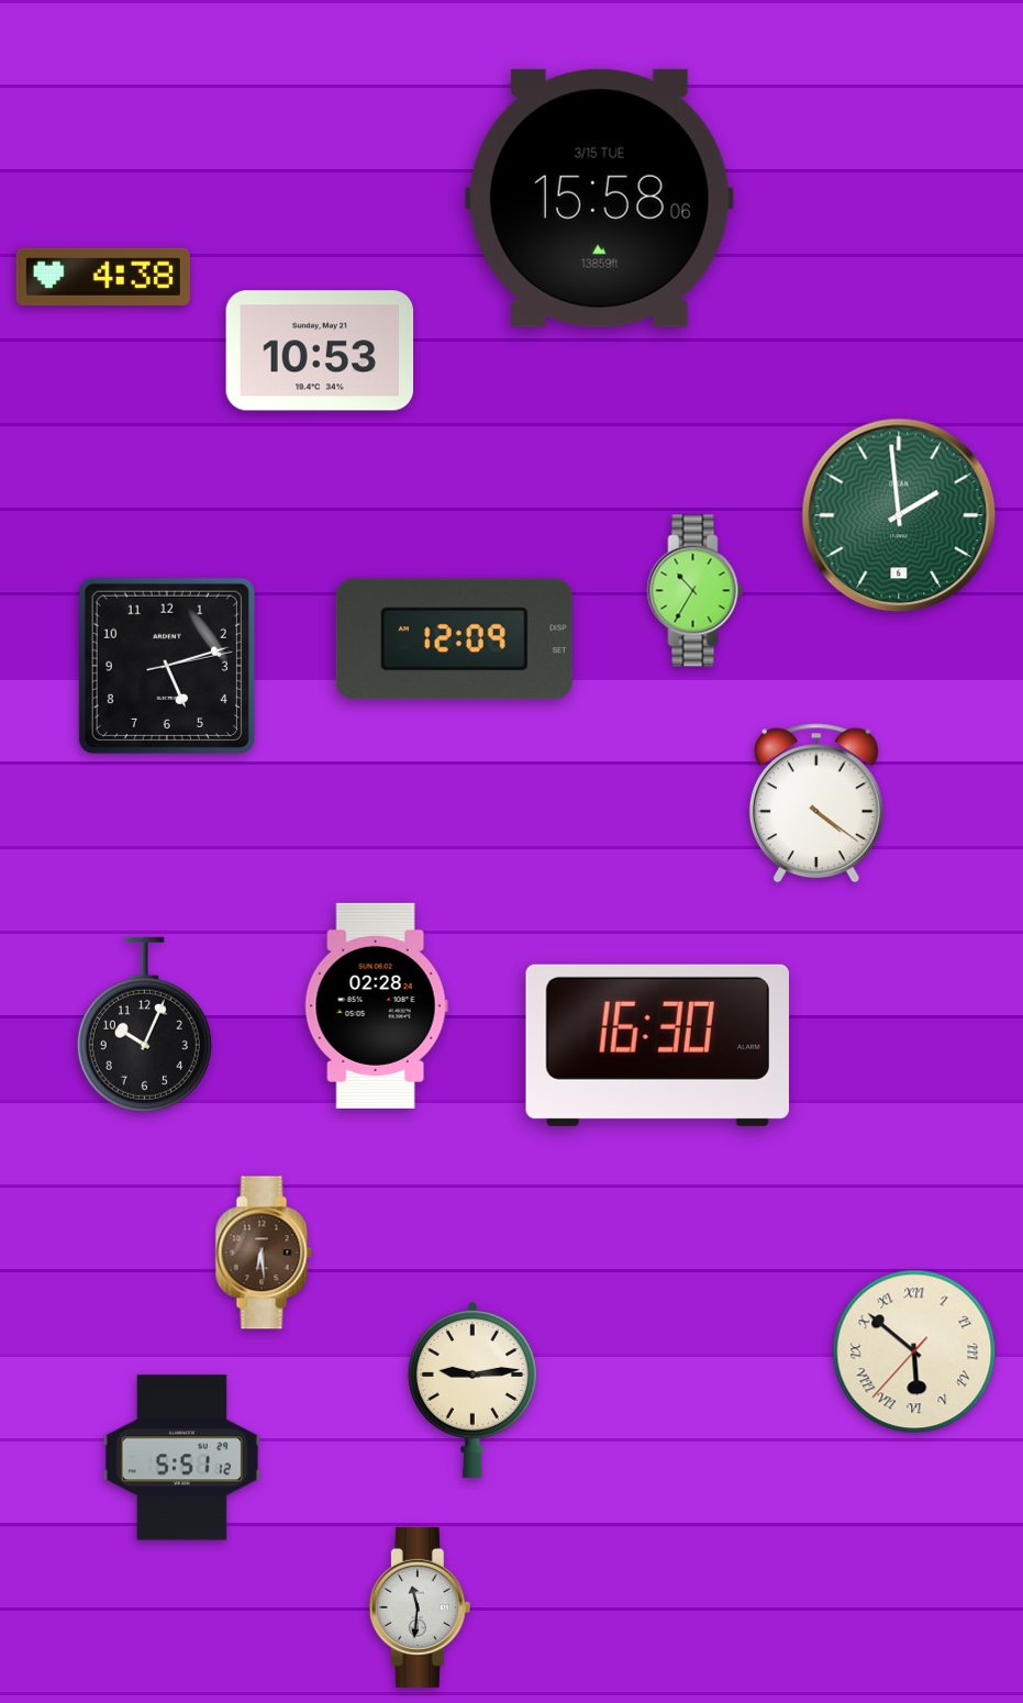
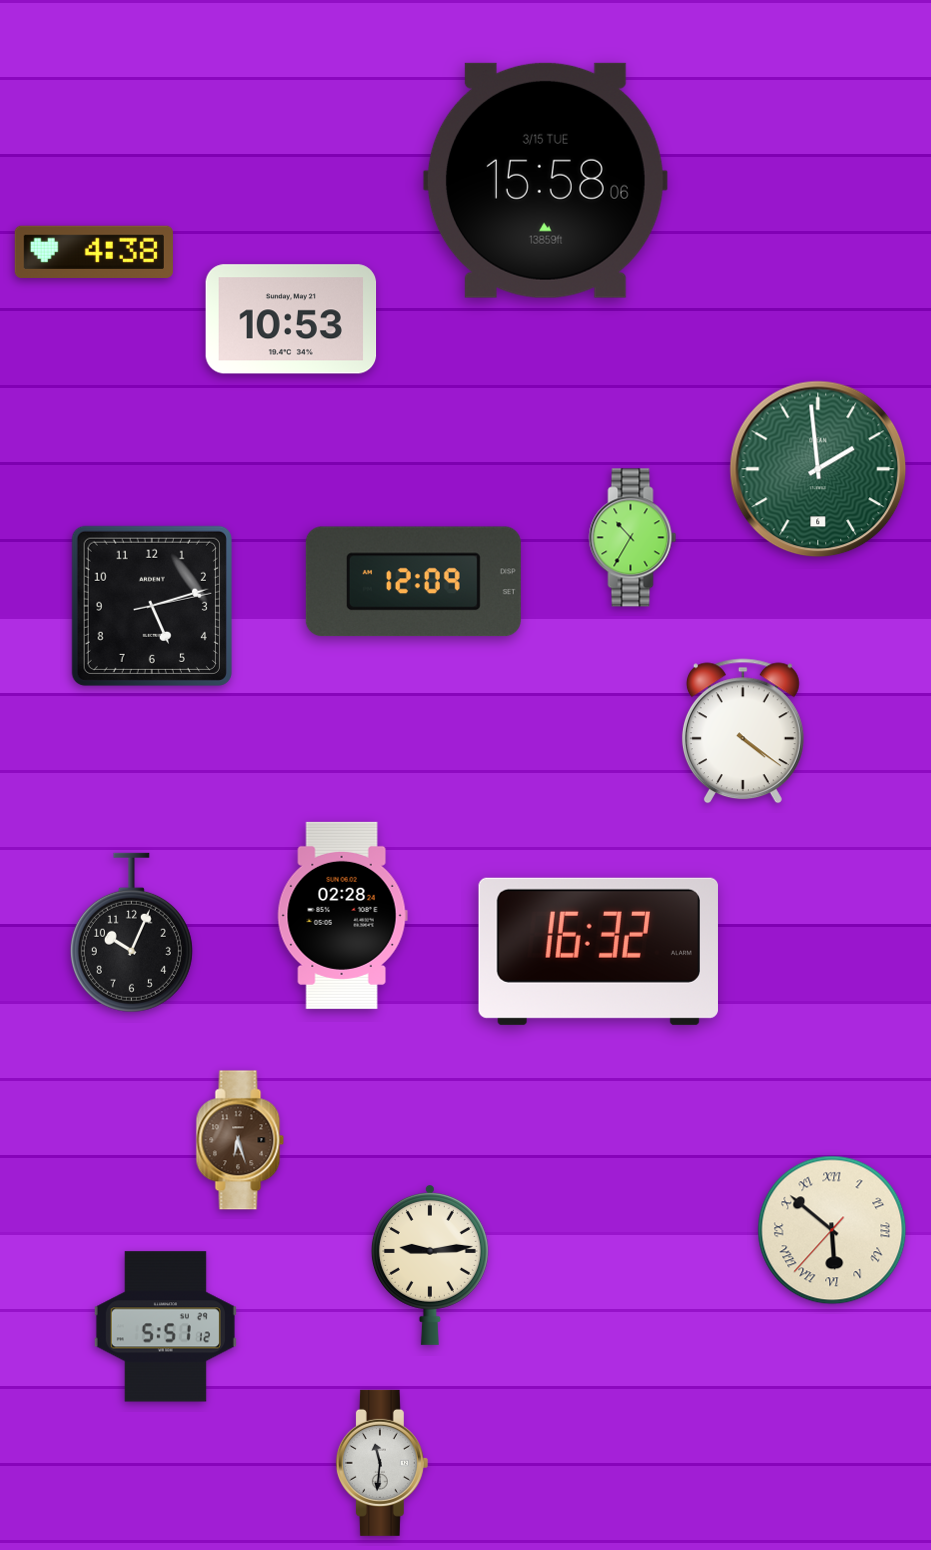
clock at (657, 1045): 16:30 -> 16:32
clock at (264, 1253): 6:29 -> 6:27
